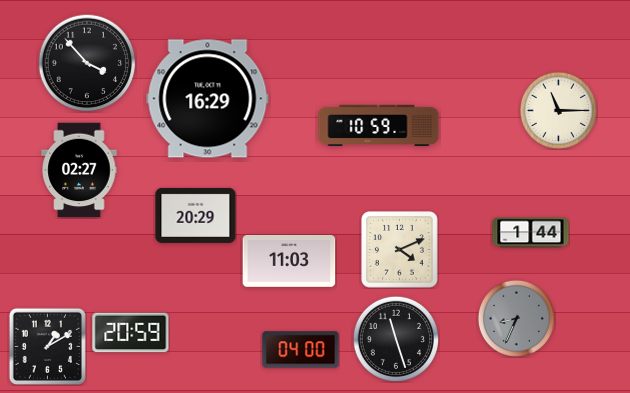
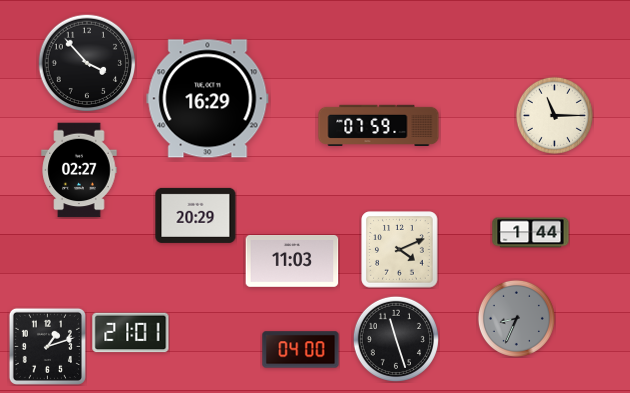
clock at (558, 110) position: (558, 110) -> (554, 115)
clock at (379, 126): 10:59 -> 07:59
clock at (289, 261) position: (289, 261) -> (292, 261)
clock at (131, 333): 20:59 -> 21:01
clock at (47, 346): 1:10 -> 1:12
